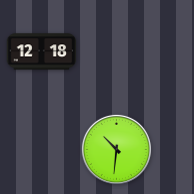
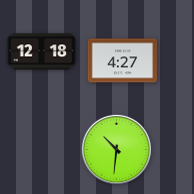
clock at (123, 61): none -> 4:27
